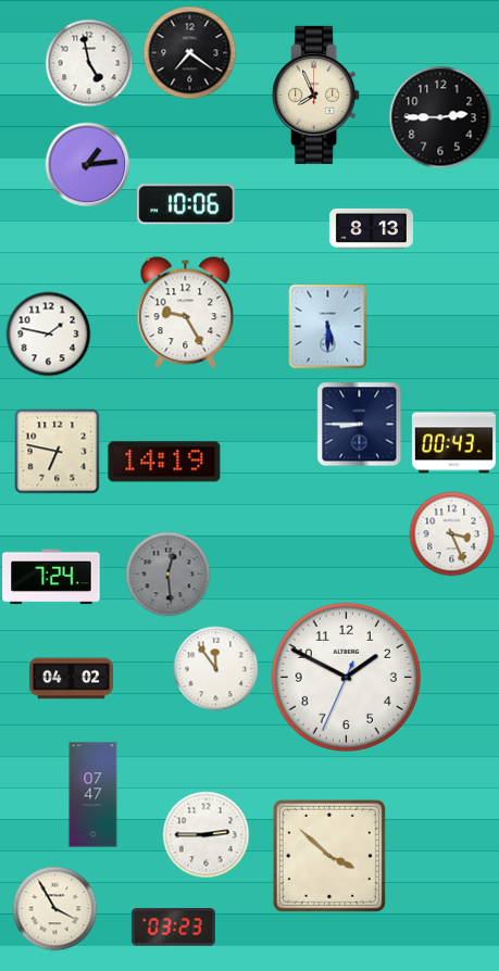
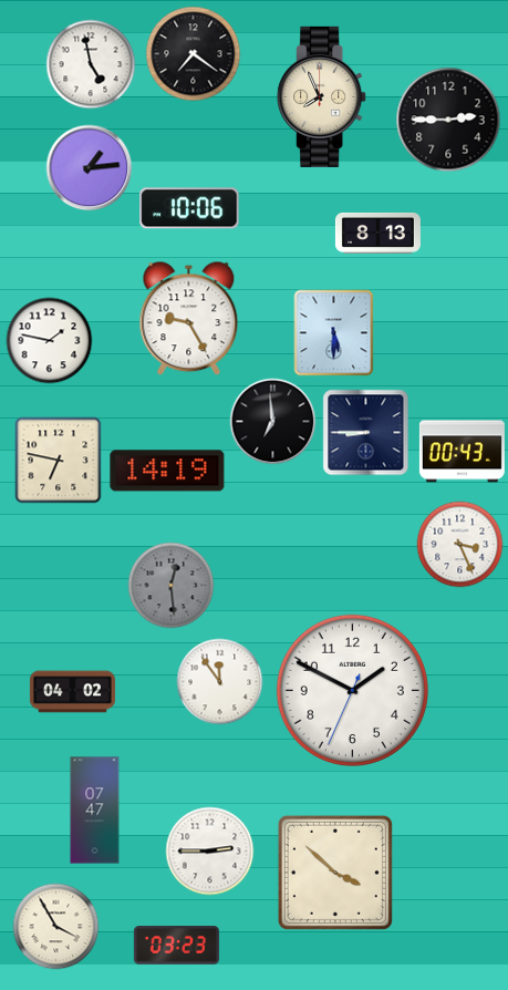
clock at (272, 421): none -> 6:59
clock at (51, 577): 7:24 -> none
